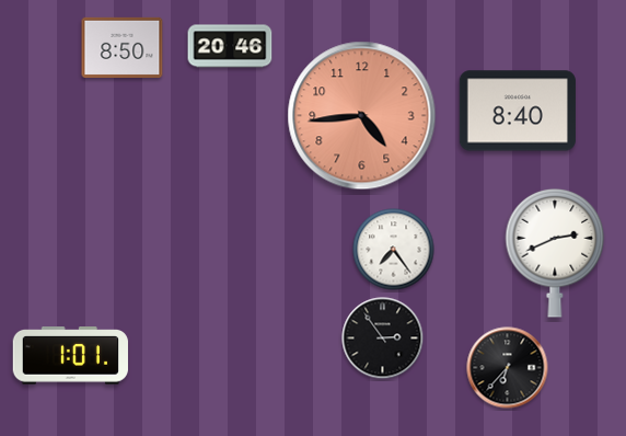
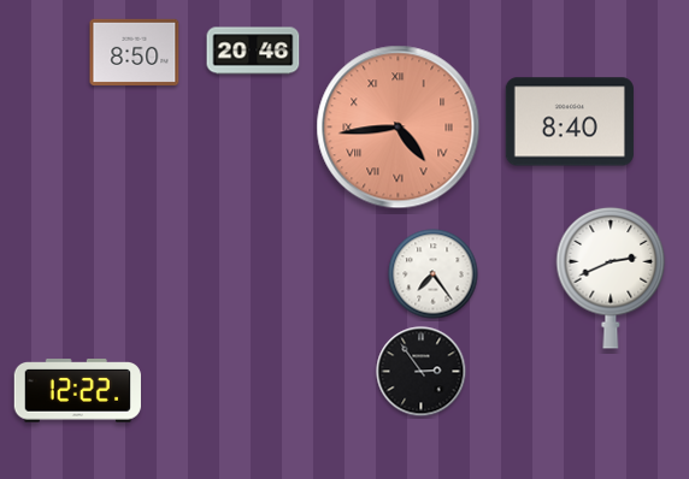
clock at (362, 116) numerals: Arabic -> Roman
clock at (70, 356): 1:01 -> 12:22
clock at (508, 368): 6:37 -> none
